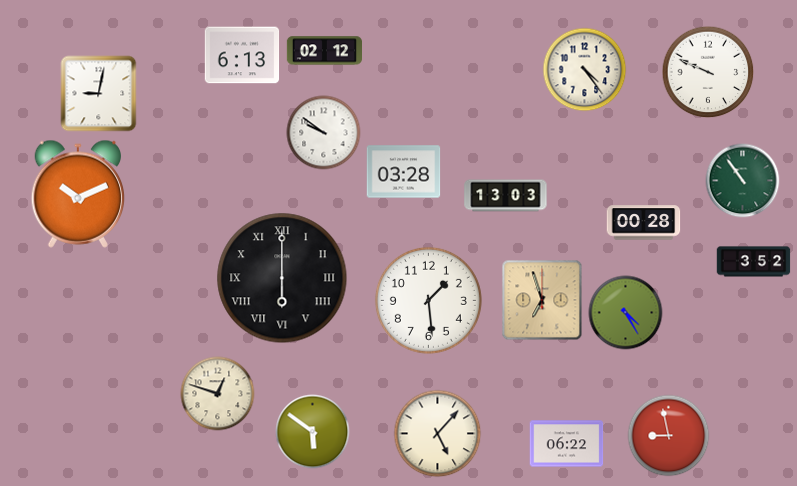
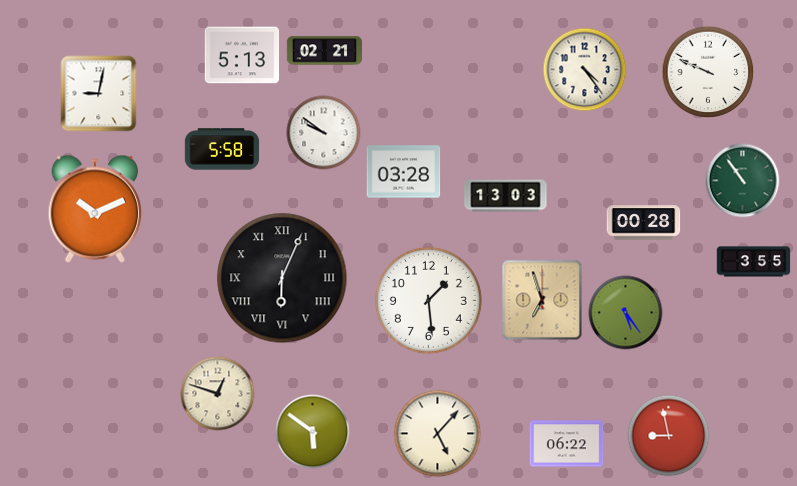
clock at (324, 51): 02:12 -> 02:21
clock at (242, 55): 6:13 -> 5:13
clock at (222, 149): none -> 5:58
clock at (77, 194) position: (77, 194) -> (94, 209)
clock at (754, 262): 3:52 -> 3:55
clock at (282, 278): 6:00 -> 6:04
clock at (626, 313): 4:25 -> 5:24
